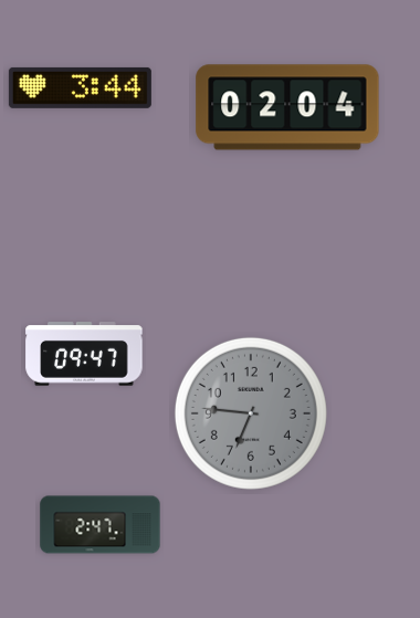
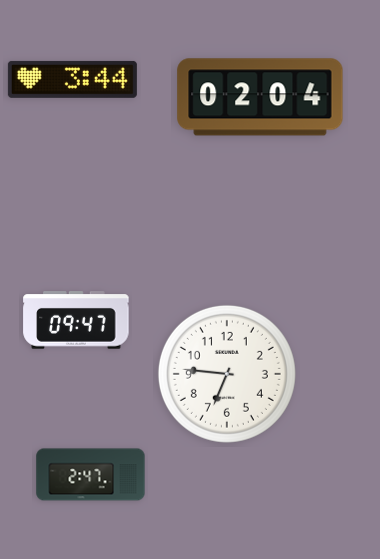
clock at (251, 413) dial: grey -> white
